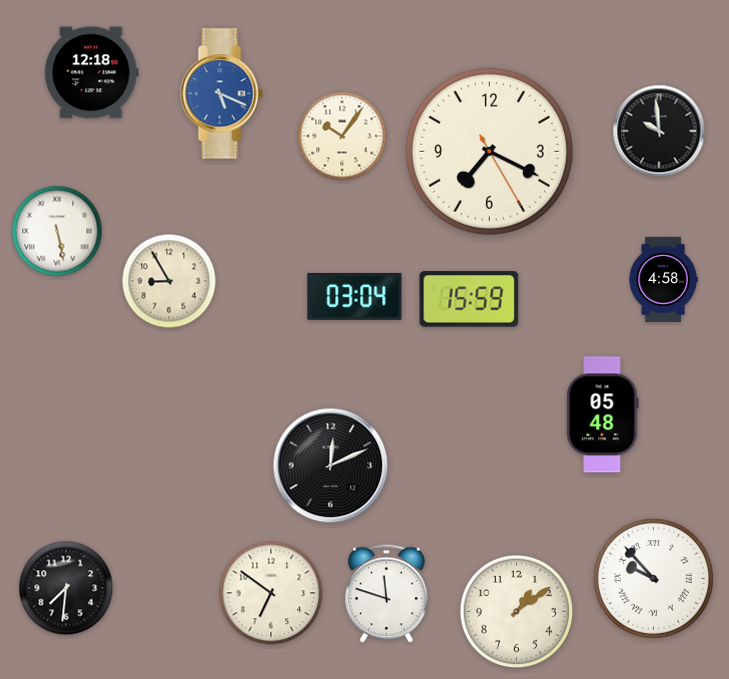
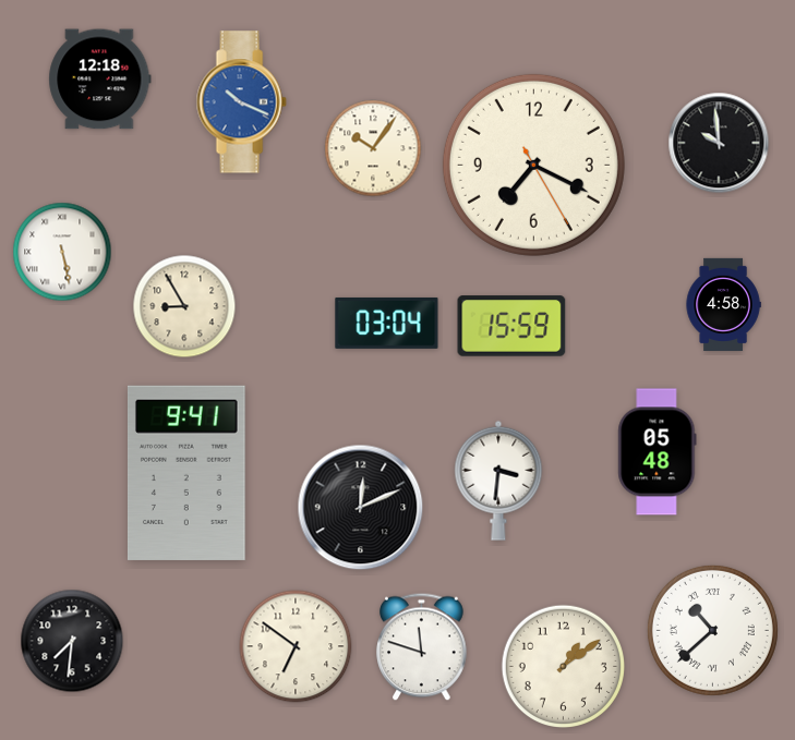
clock at (221, 94): 5:19 -> 10:19
clock at (186, 473): none -> 9:41
clock at (498, 481): none -> 3:31
clock at (653, 578): 9:53 -> 10:38
